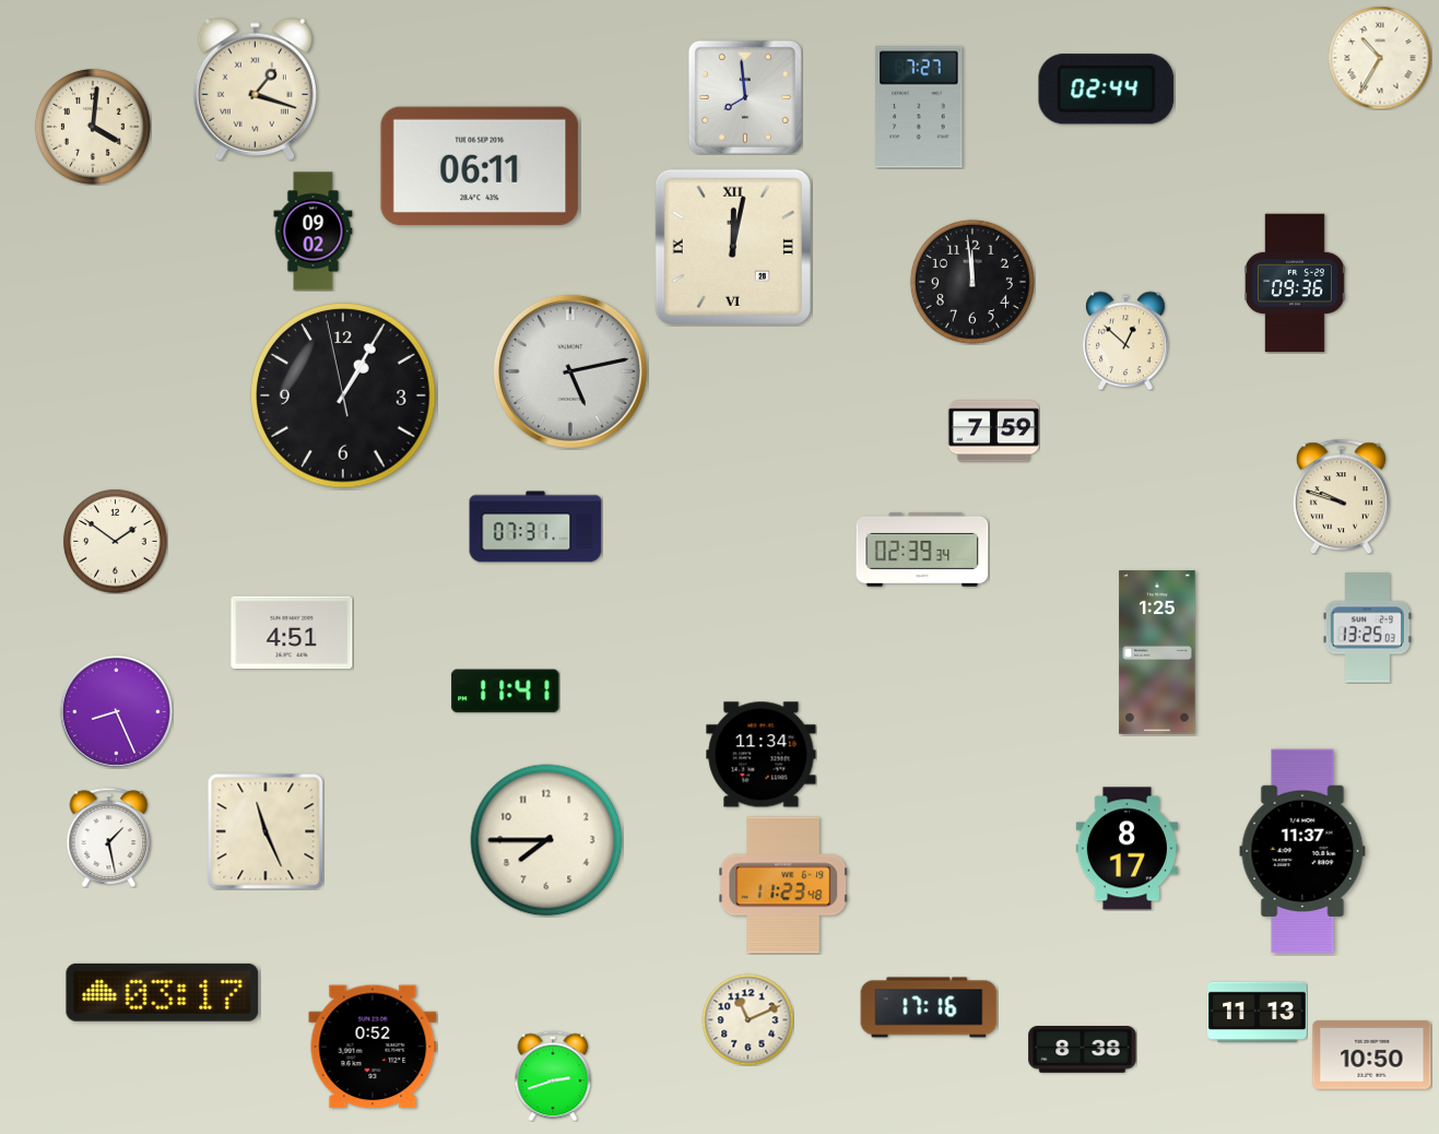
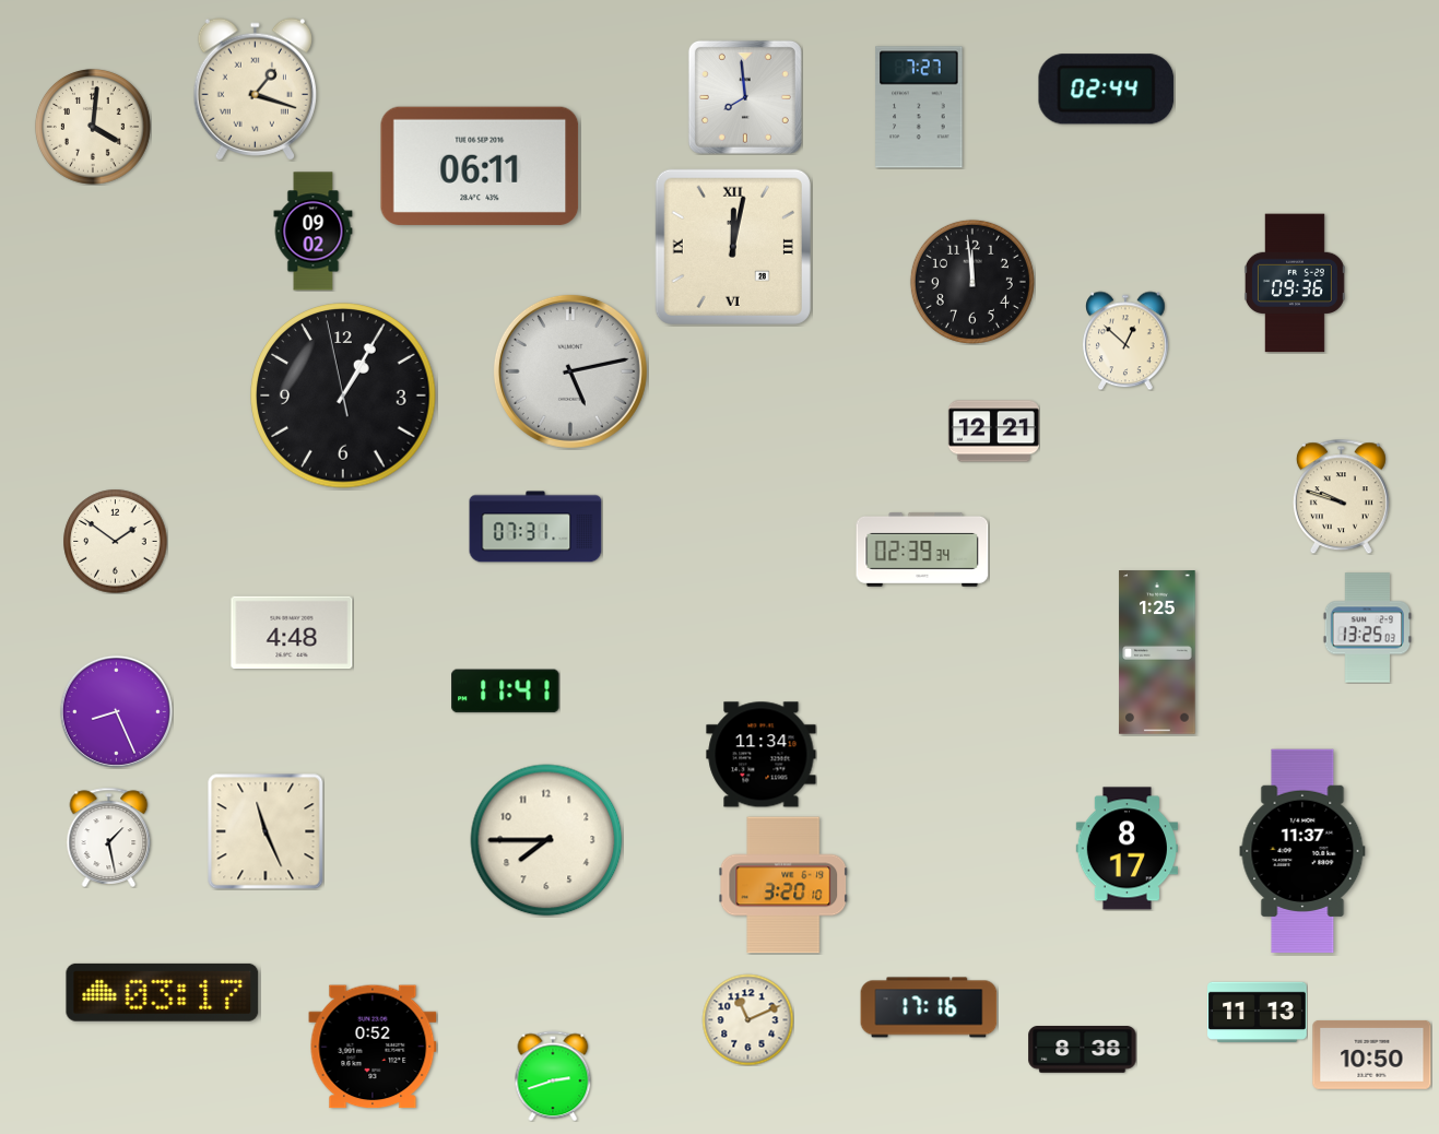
clock at (1380, 58): 10:35 -> none
clock at (993, 432): 7:59 -> 12:21
clock at (292, 633): 4:51 -> 4:48
clock at (783, 885): 11:23 -> 3:20
